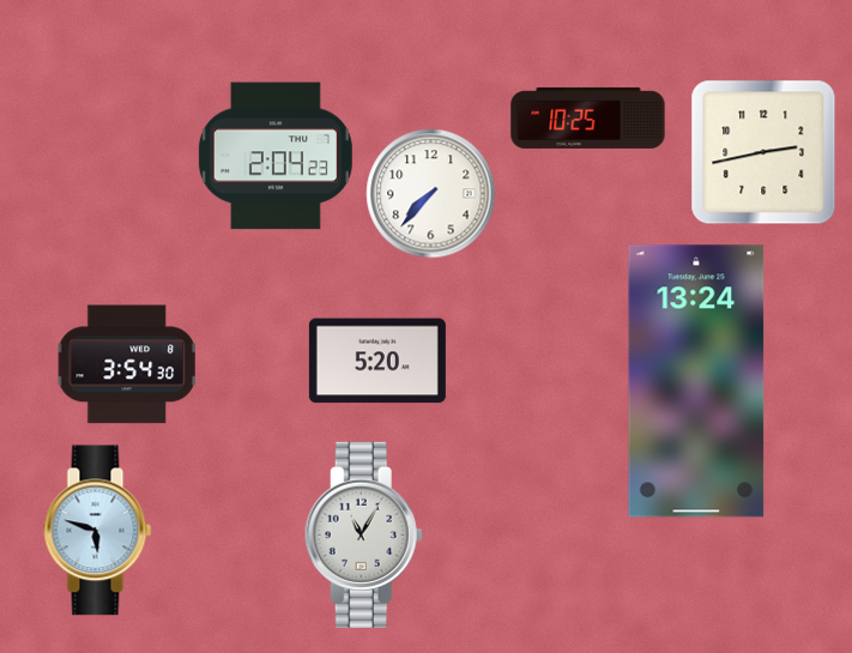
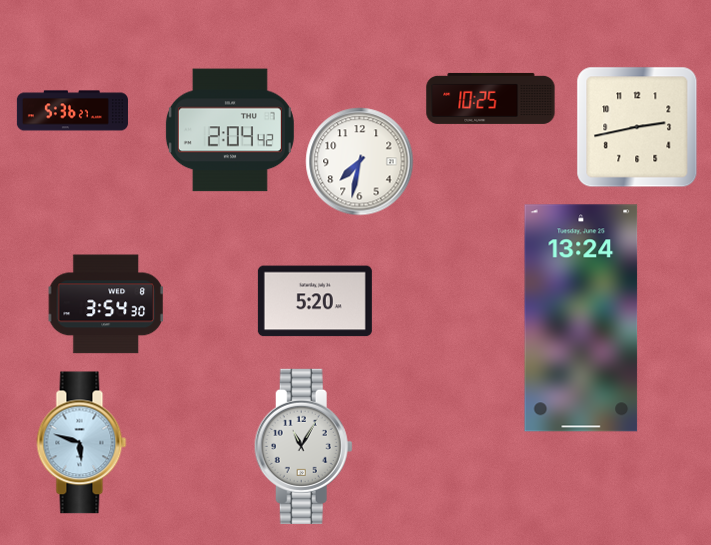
clock at (72, 111): none -> 5:36
clock at (276, 156): 2:04:23 -> 2:04:42
clock at (431, 194): 7:37 -> 7:32
